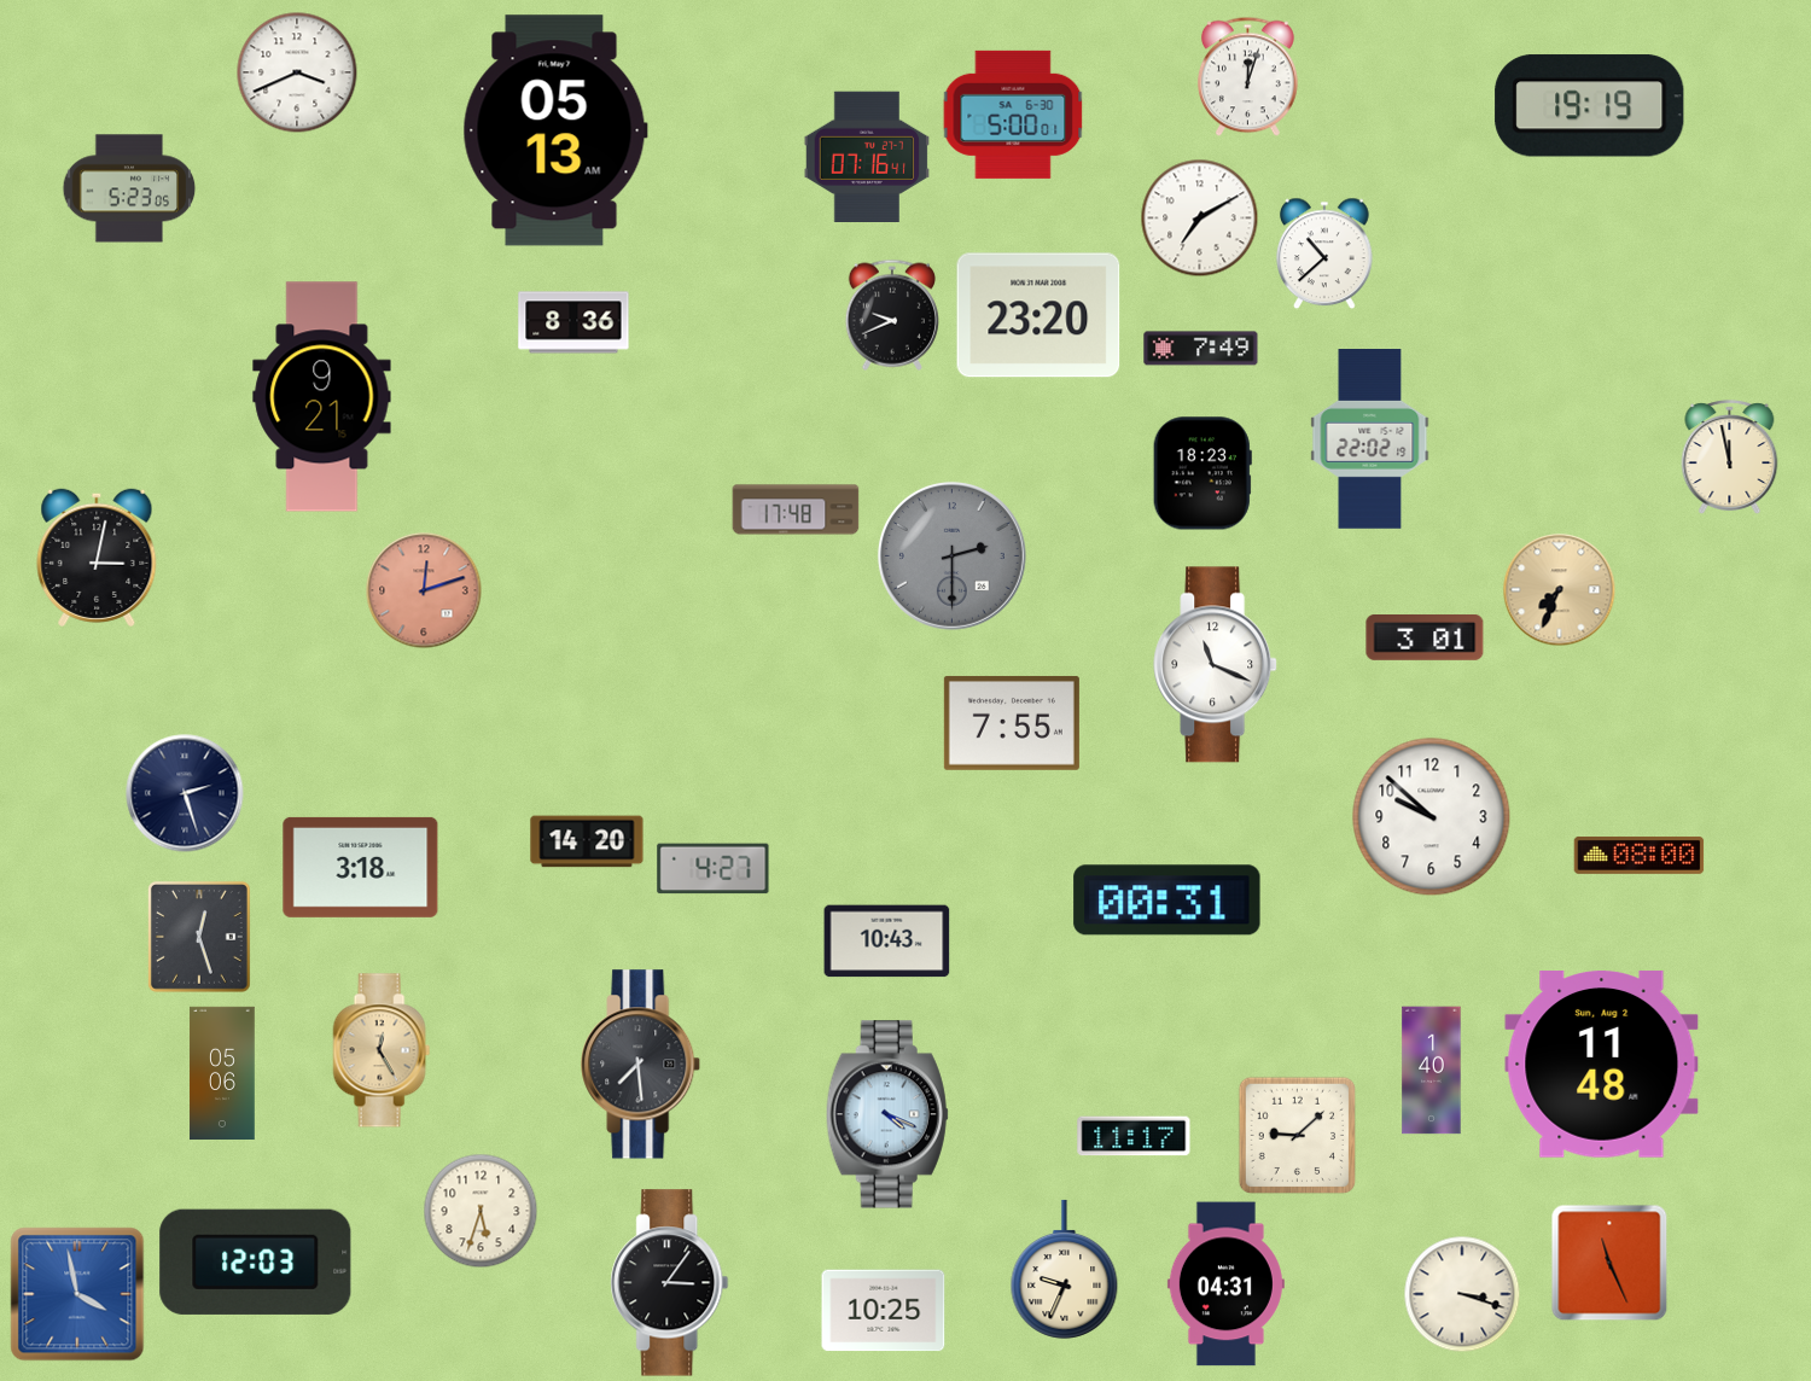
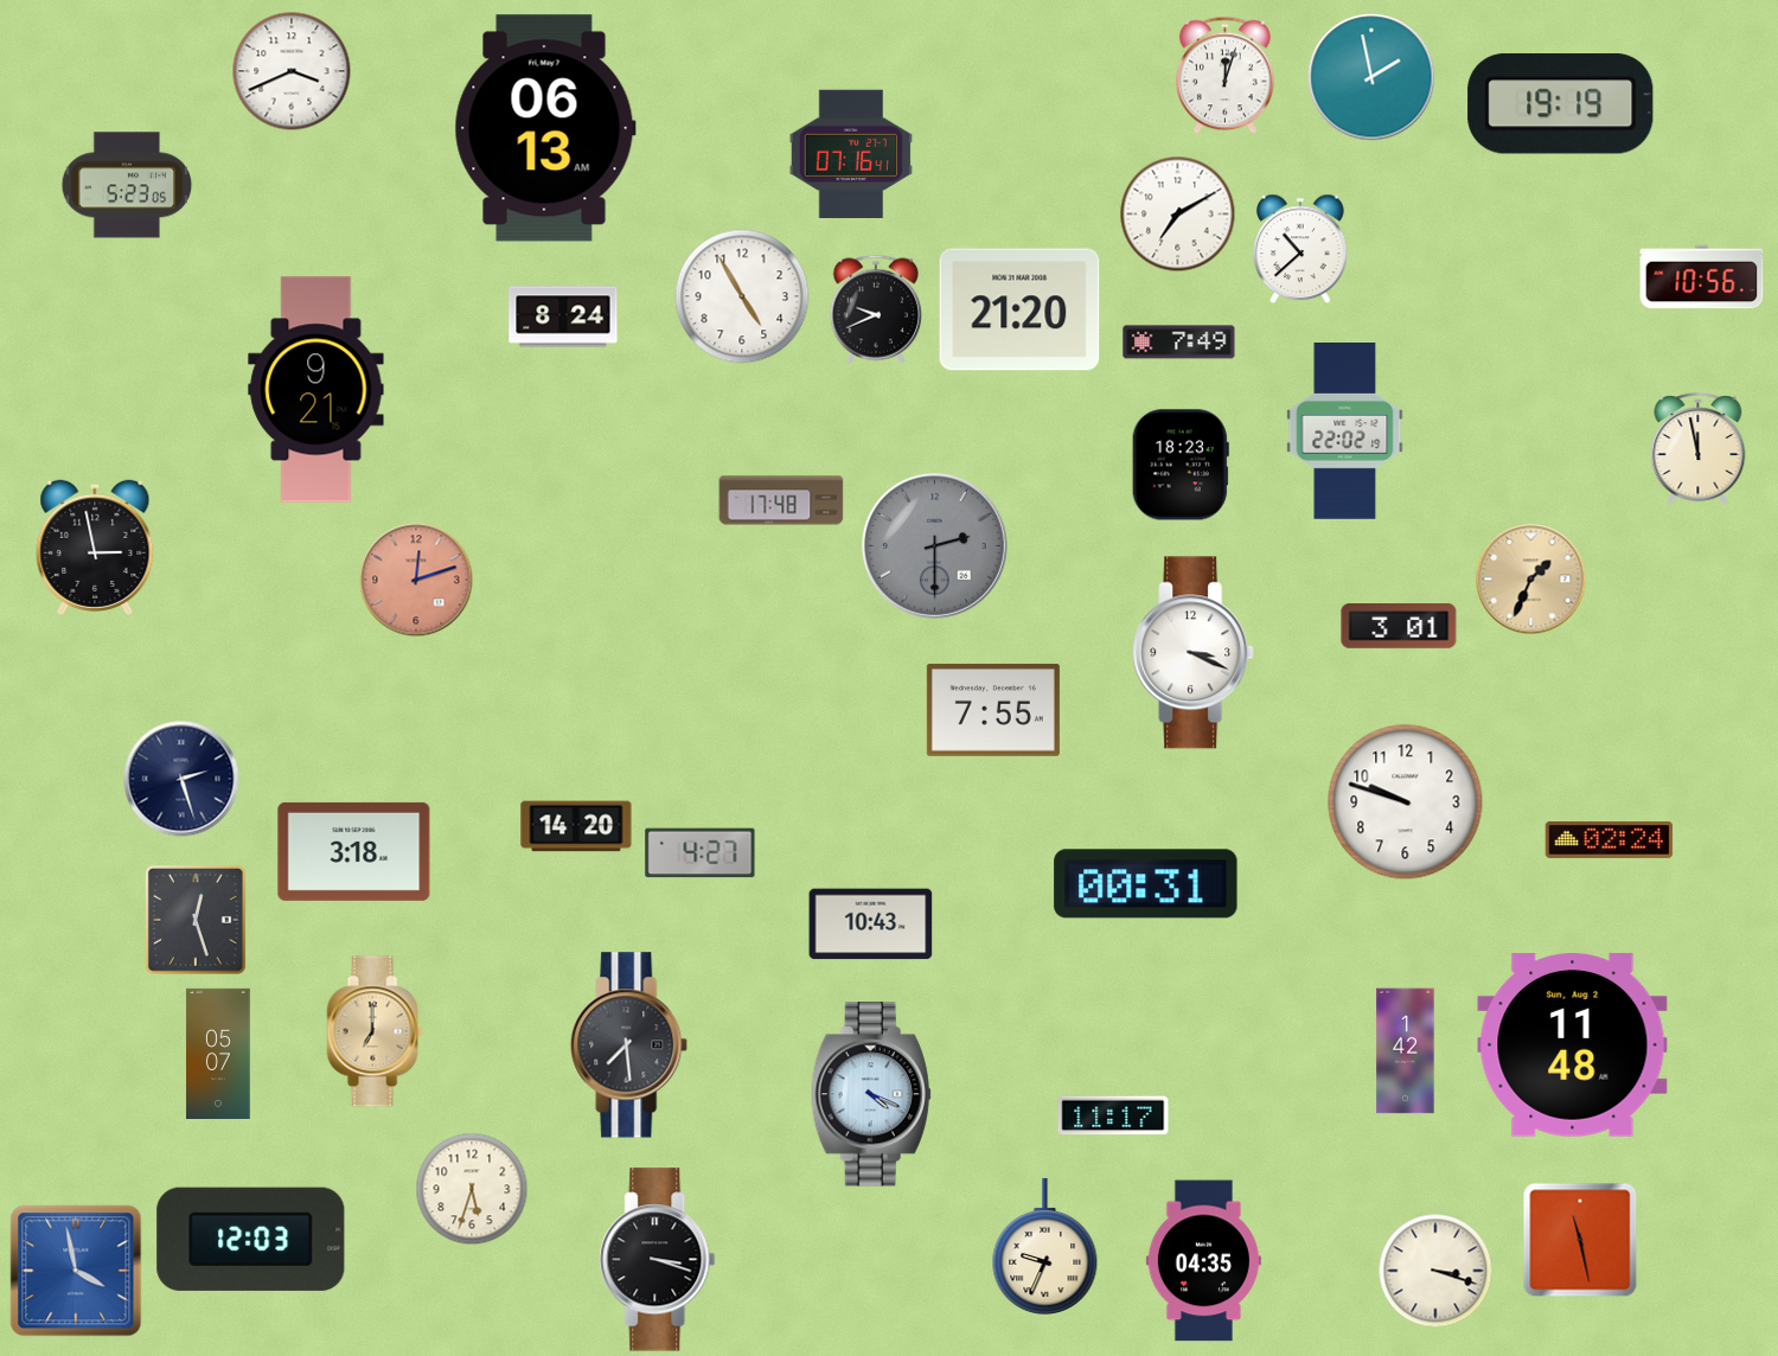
clock at (1371, 77): none -> 1:58
clock at (1013, 115): 5:00 -> none
clock at (555, 130): 05:13 -> 06:13
clock at (1702, 277): none -> 10:56
clock at (742, 296): none -> 4:55
clock at (1038, 315): 23:20 -> 21:20
clock at (573, 322): 8:36 -> 8:24
clock at (97, 558): 3:02 -> 2:58
clock at (1560, 590): 7:34 -> 1:34
clock at (1216, 665): 11:19 -> 3:19
clock at (1432, 817): 9:52 -> 9:48
clock at (1640, 856): 08:00 -> 02:24
clock at (382, 1050): 12:25 -> 7:00
clock at (1432, 1071): 1:40 -> 1:42
clock at (222, 1072): 05:06 -> 05:07
clock at (1298, 1136): 9:08 -> none
clock at (1609, 1263): 11:26 -> 11:28
clock at (670, 1283): 3:06 -> 3:18
clock at (1225, 1284): 04:31 -> 04:35
clock at (884, 1311): 10:25 -> none
